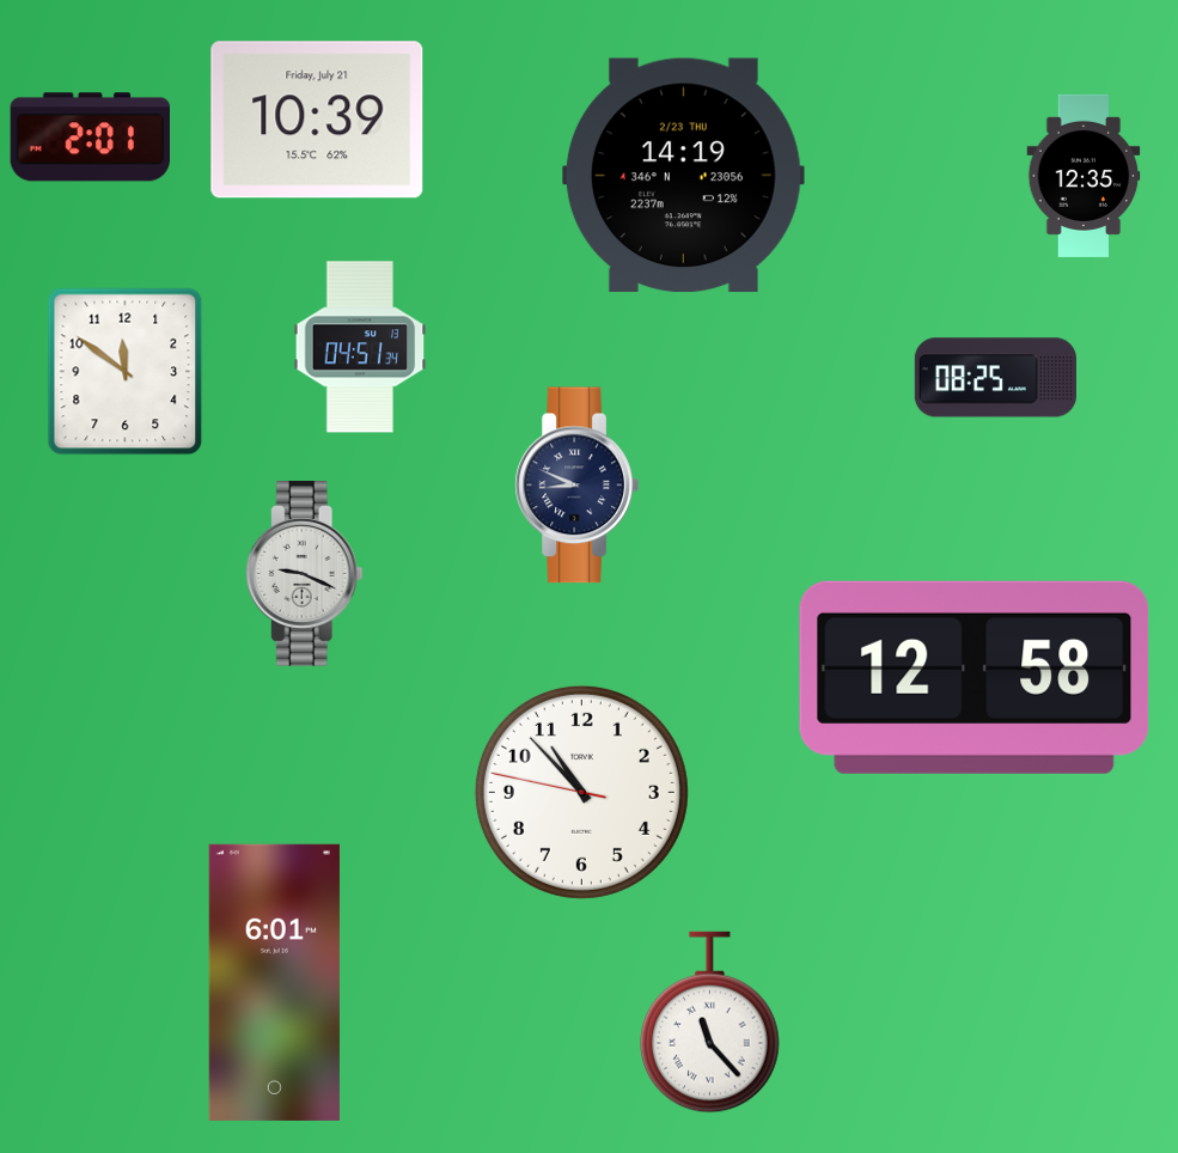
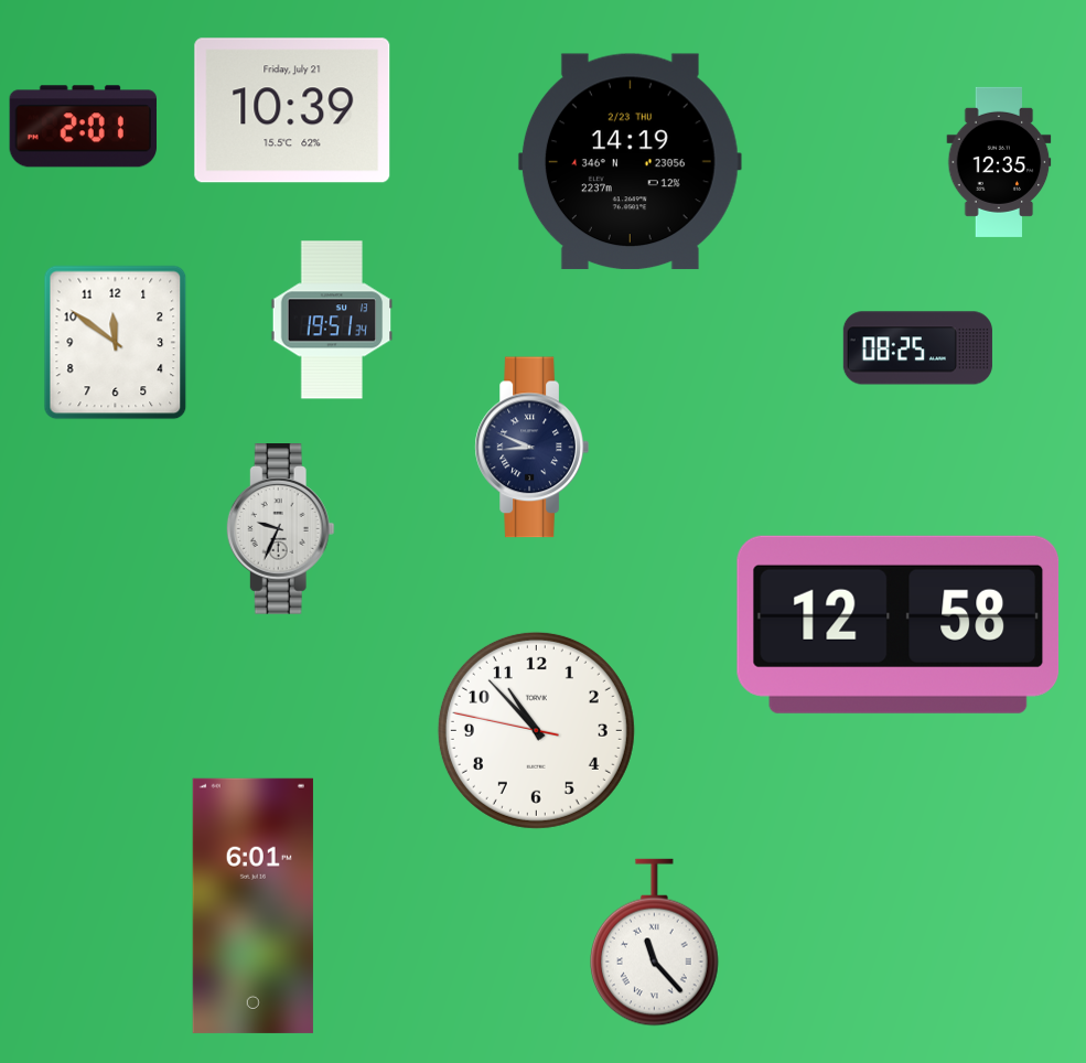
clock at (360, 347): 04:51 -> 19:51
clock at (304, 574): 9:19 -> 9:34
